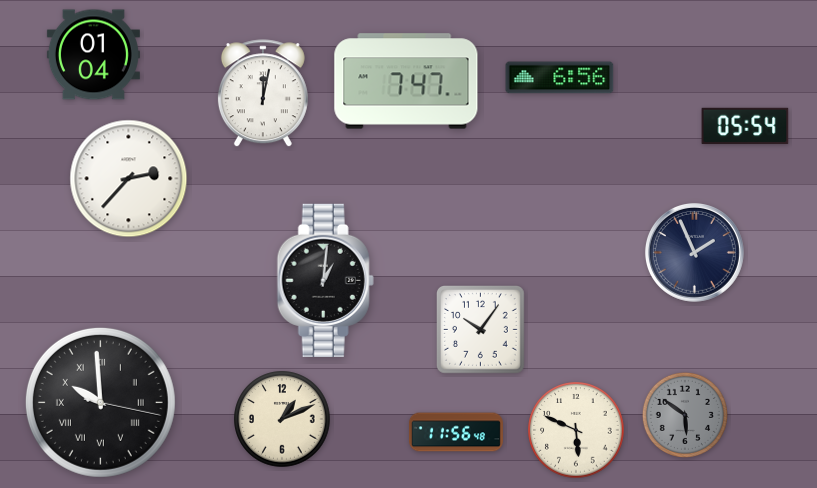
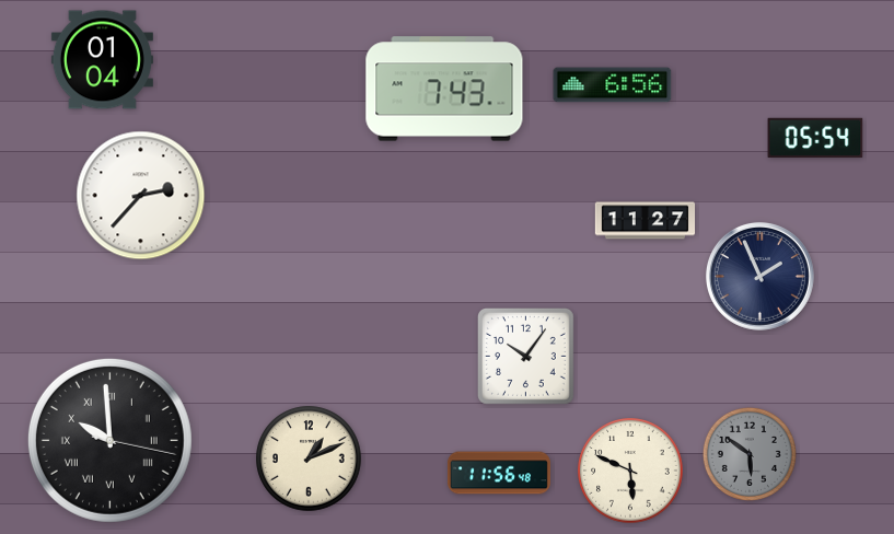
clock at (406, 81): 7:47 -> 7:43
clock at (263, 94): 12:02 -> none
clock at (646, 221): none -> 11:27
clock at (325, 280): 1:01 -> none
clock at (481, 330) position: (481, 330) -> (526, 357)
